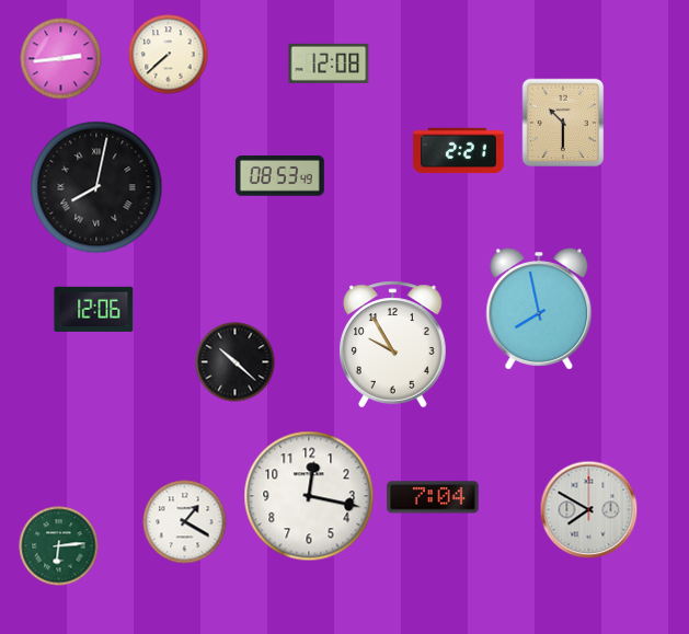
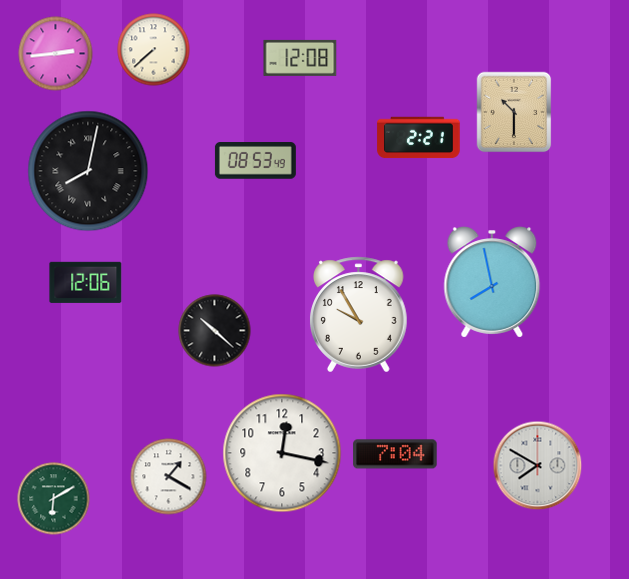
clock at (59, 546): 6:14 -> 6:10
